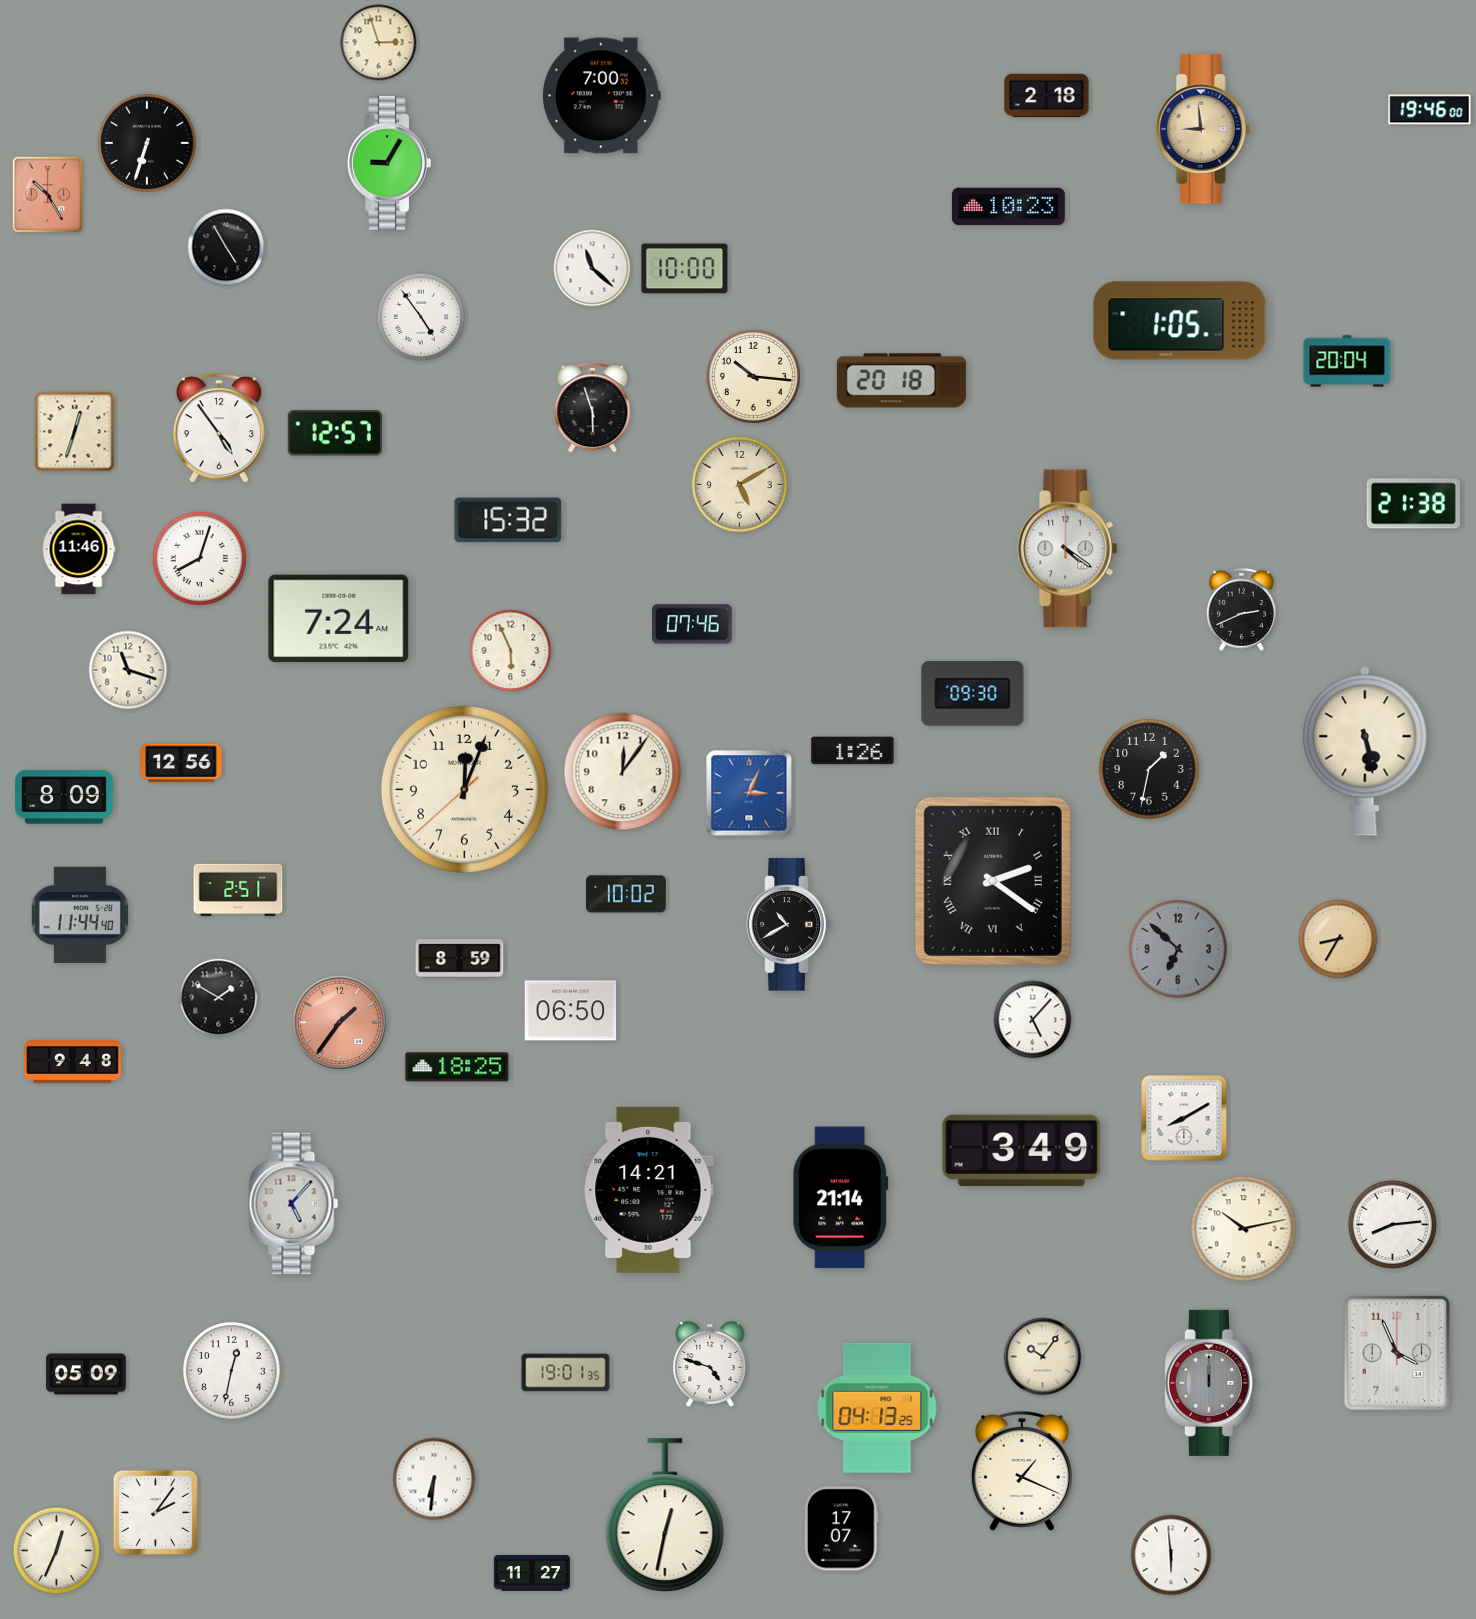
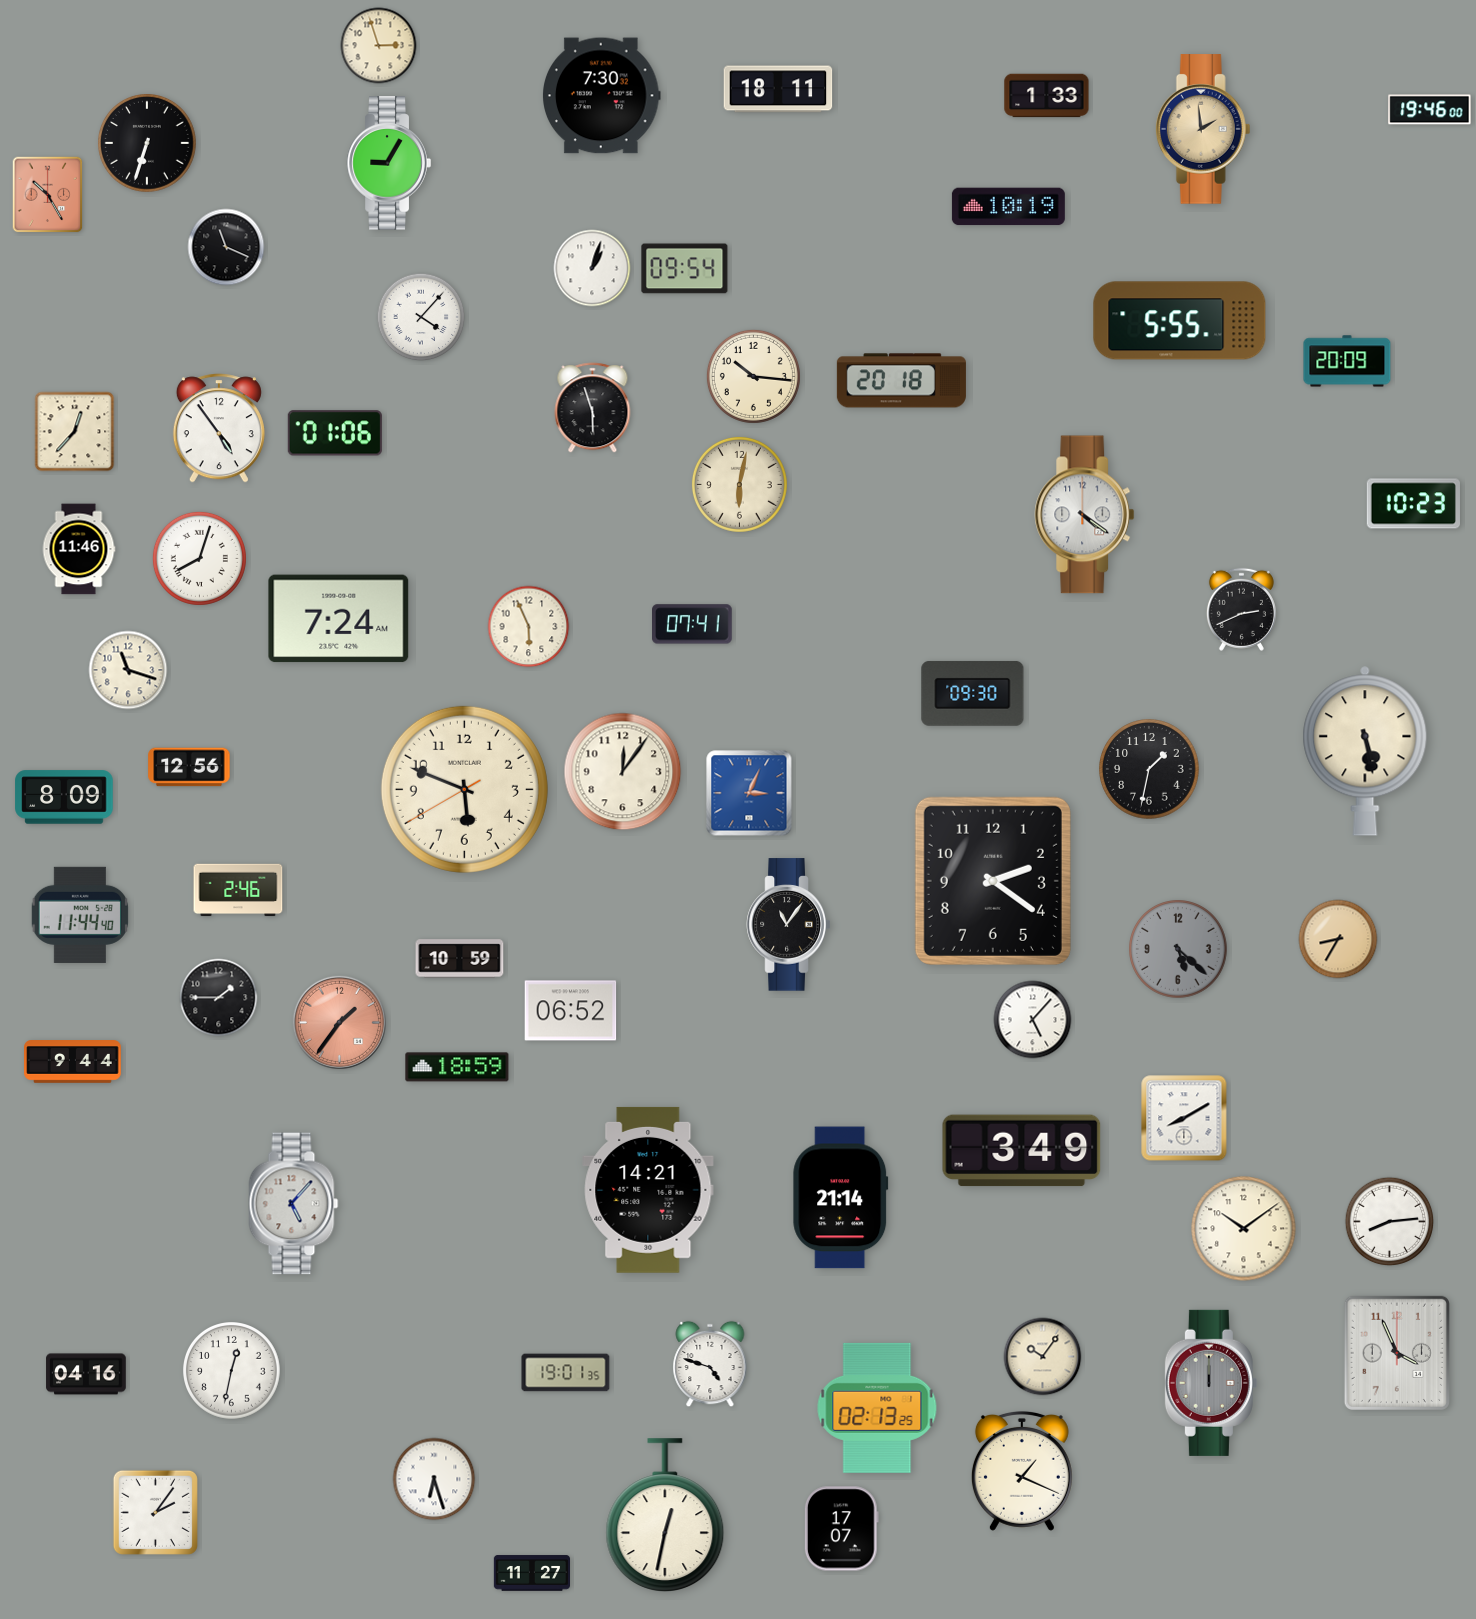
clock at (379, 43) position: (379, 43) -> (379, 46)
clock at (778, 89): none -> 18:11
clock at (602, 96): 7:00 -> 7:30
clock at (1047, 96): 2:18 -> 1:33
clock at (1203, 129): 8:59 -> 1:59
clock at (1008, 207): 10:23 -> 10:19
clock at (226, 247): 4:55 -> 11:19
clock at (592, 268): 11:22 -> 1:03
clock at (685, 269): 10:00 -> 09:54
clock at (421, 317): 4:54 -> 4:07
clock at (1180, 321): 1:05 -> 5:55
clock at (1347, 361): 20:04 -> 20:09
clock at (75, 432): 12:33 -> 12:37
clock at (335, 433): 12:57 -> 01:06
clock at (739, 484): 5:10 -> 6:02
clock at (1413, 504): 21:38 -> 10:23
clock at (508, 520): 15:32 -> none
clock at (1068, 549) position: (1068, 549) -> (1085, 515)
clock at (693, 624): 07:46 -> 07:41
clock at (511, 651) position: (511, 651) -> (529, 627)
clock at (853, 751): 1:26 -> none
clock at (181, 763) position: (181, 763) -> (189, 767)
clock at (464, 789): 12:03 -> 5:48
clock at (993, 881) numerals: Roman -> Arabic
clock at (238, 890): 2:51 -> 2:46
clock at (627, 894): 10:02 -> none
clock at (789, 925): 10:40 -> 11:06
clock at (1179, 950): 6:52 -> 5:22
clock at (460, 959): 8:59 -> 10:59
clock at (219, 998): 1:50 -> 1:45
clock at (571, 1011): 06:50 -> 06:52
clock at (73, 1062): 9:48 -> 9:44
clock at (457, 1067): 18:25 -> 18:59
clock at (1393, 1225) position: (1393, 1225) -> (1390, 1222)
clock at (1244, 1229): 10:13 -> 10:09
clock at (86, 1374): 05:09 -> 04:16
clock at (877, 1408): 04:13 -> 02:13
clock at (434, 1479): 6:31 -> 6:27
clock at (57, 1551): 12:34 -> none
clock at (1171, 1555): 5:59 -> none
